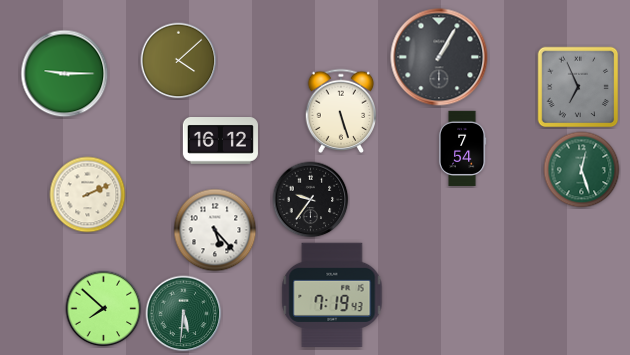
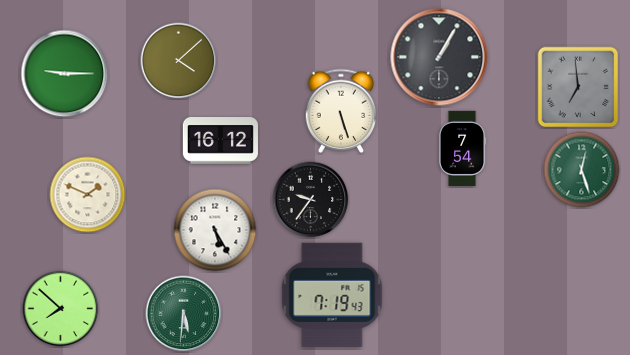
clock at (578, 87): 6:56 -> 6:59
clock at (88, 195): 2:11 -> 1:49
clock at (215, 230): 5:23 -> 5:25
clock at (104, 309) position: (104, 309) -> (61, 309)
